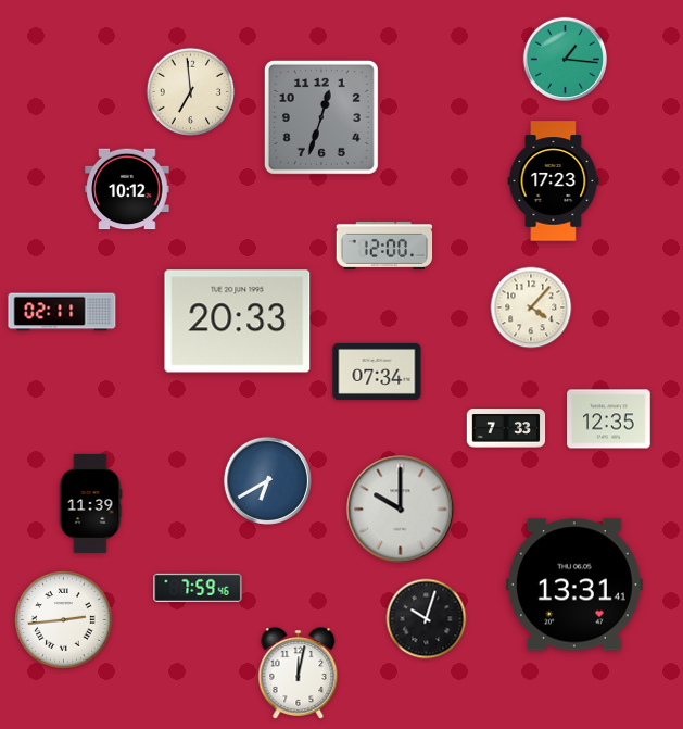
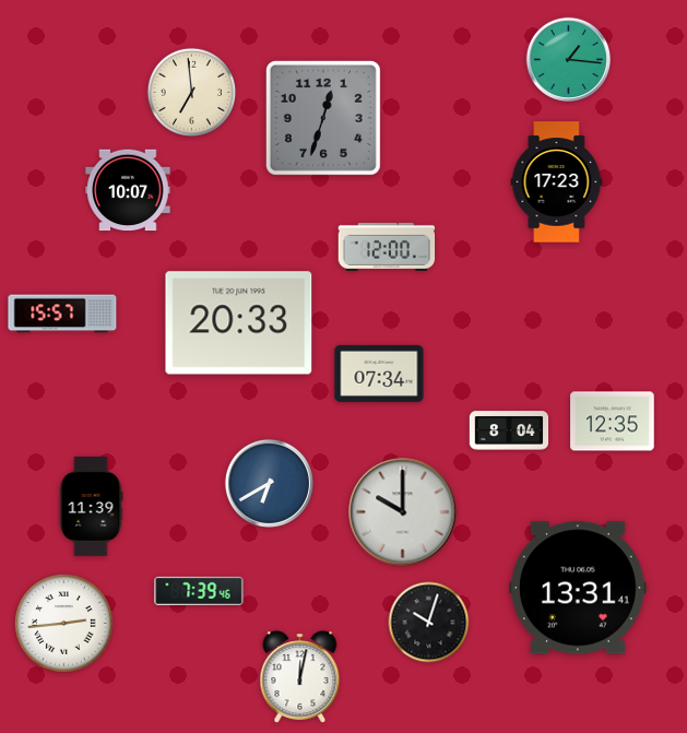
clock at (127, 189): 10:12 -> 10:07
clock at (531, 307): 4:07 -> none
clock at (62, 312): 02:11 -> 15:57
clock at (506, 428): 7:33 -> 8:04
clock at (198, 588): 7:59 -> 7:39
